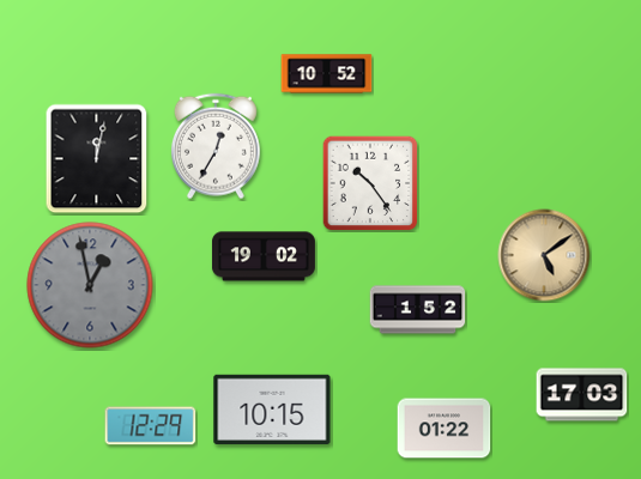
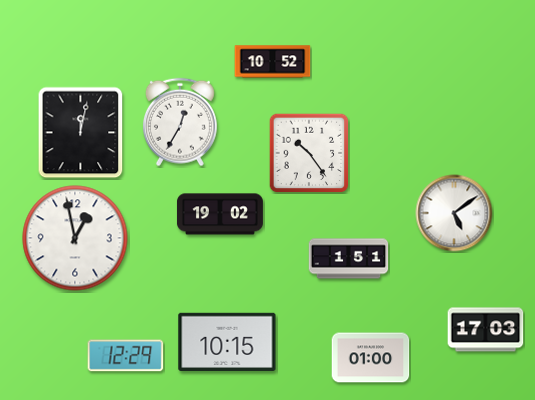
clock at (544, 255) dial: champagne -> white
clock at (90, 285) dial: grey -> white
clock at (418, 310): 1:52 -> 1:51
clock at (445, 429): 01:22 -> 01:00
